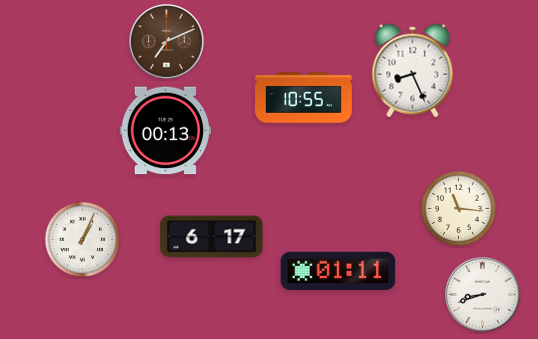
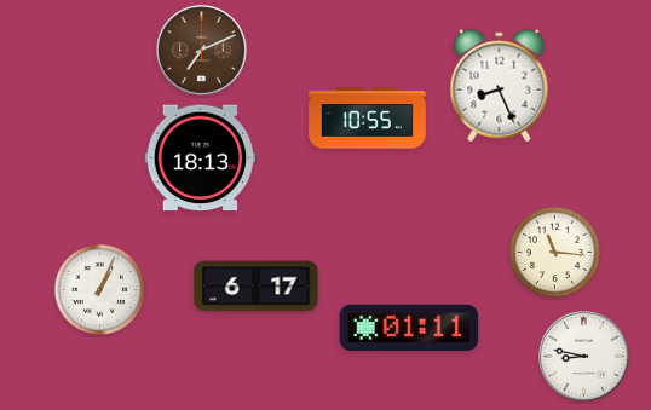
clock at (165, 131): 00:13 -> 18:13
clock at (483, 295): 8:42 -> 8:47
